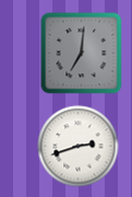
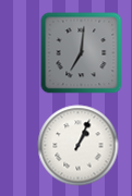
clock at (79, 147): 2:42 -> 1:04
